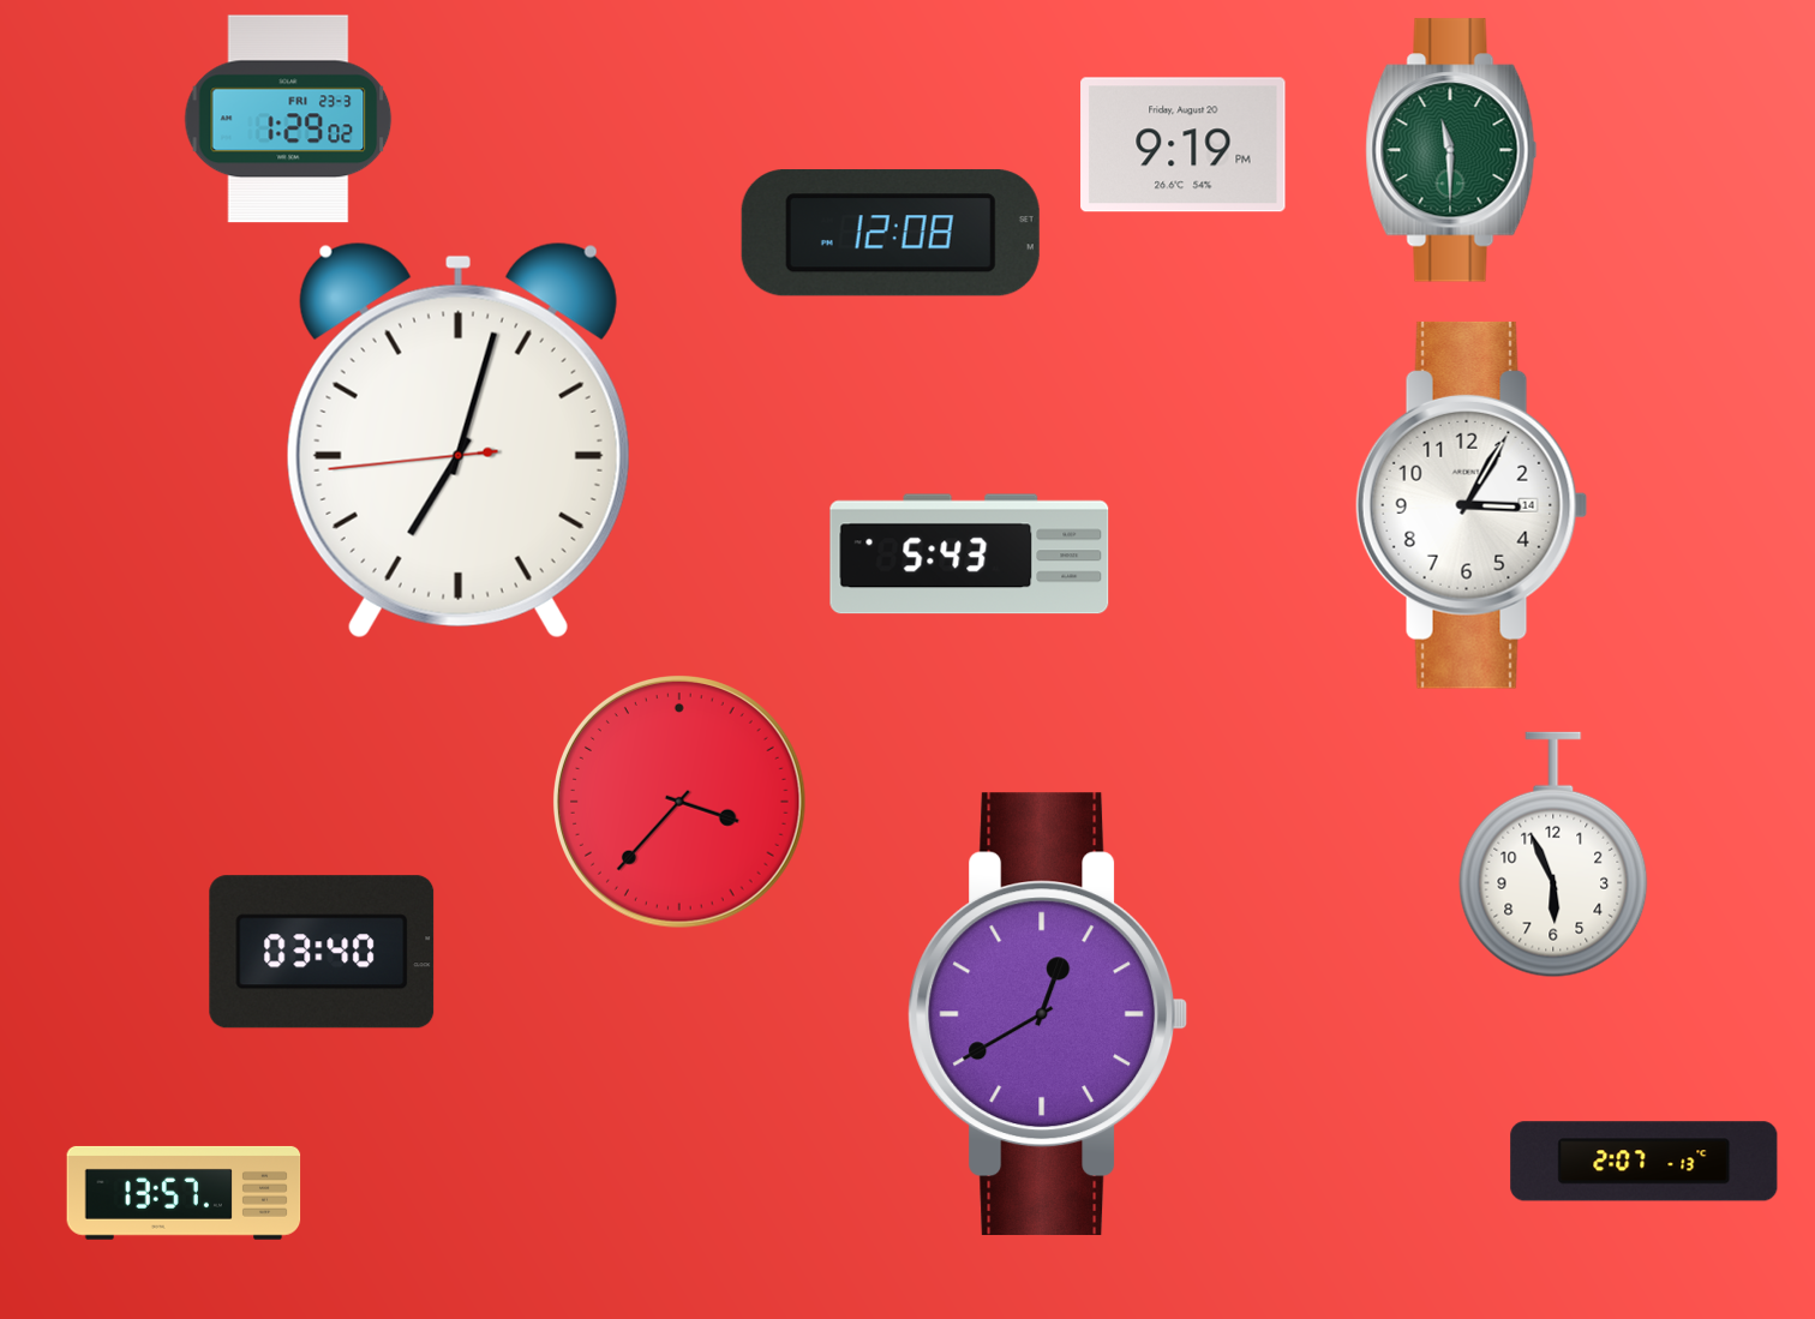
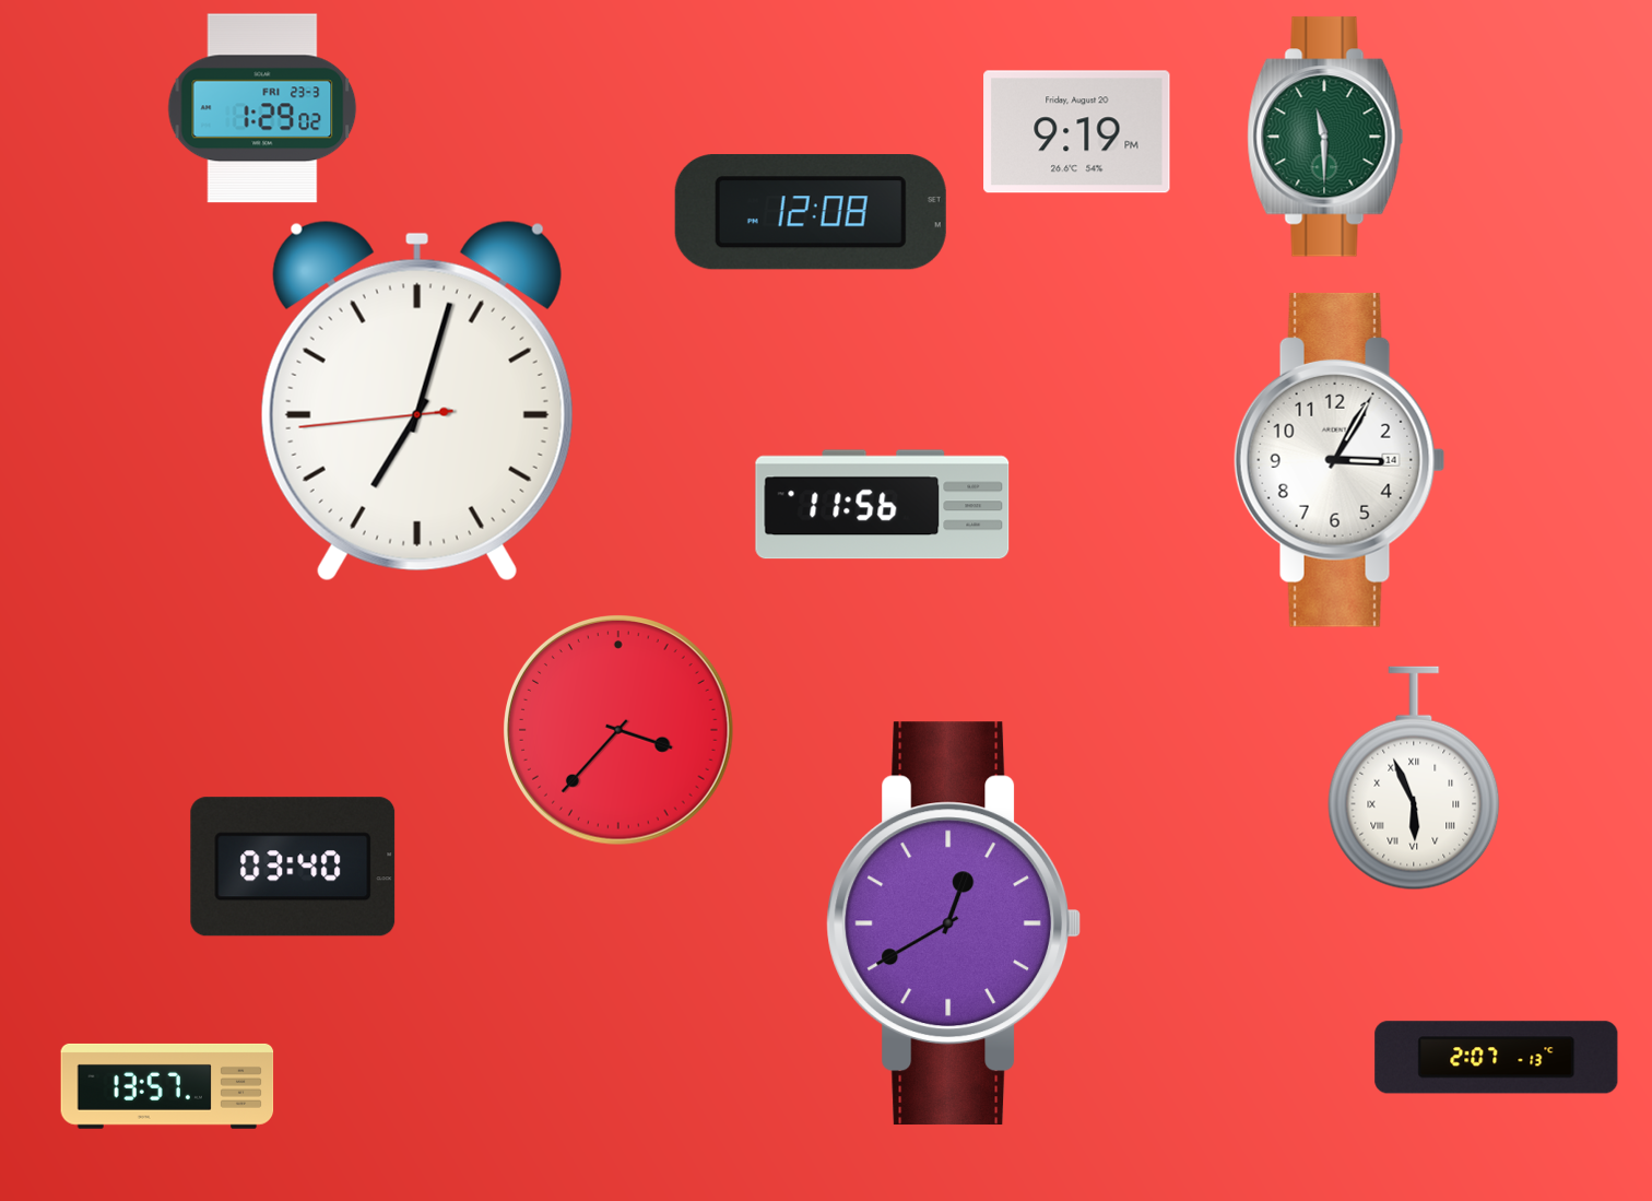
clock at (1451, 150) position: (1451, 150) -> (1325, 137)
clock at (970, 554): 5:43 -> 11:56
clock at (1553, 855) numerals: Arabic -> Roman
